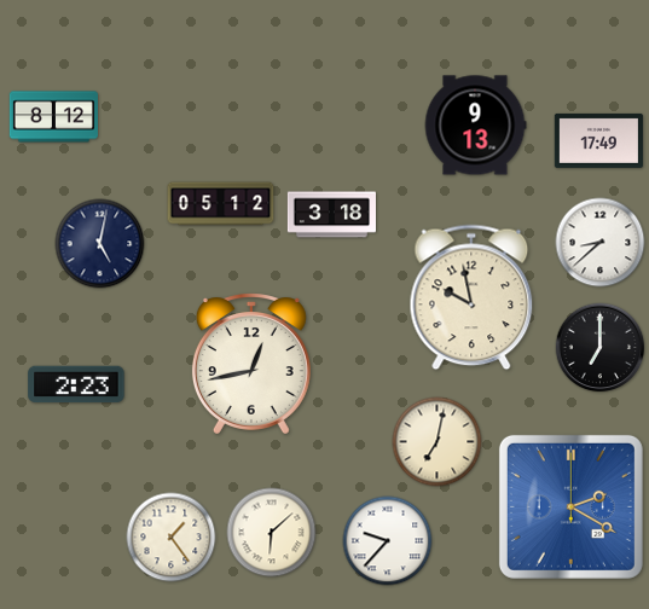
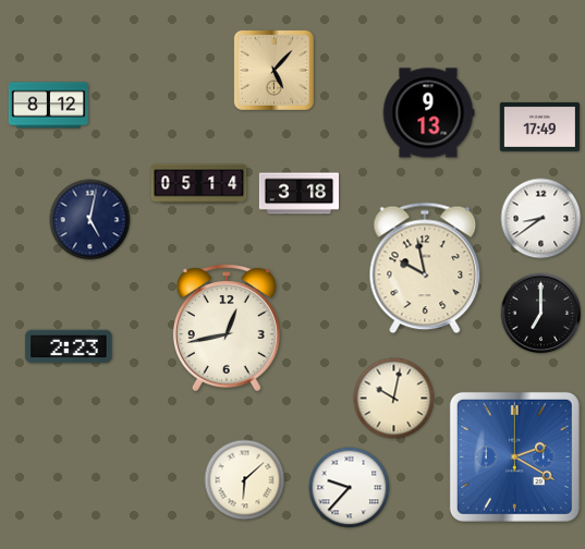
clock at (273, 70): none -> 5:07
clock at (221, 204): 05:12 -> 05:14
clock at (601, 243): 8:38 -> 8:39
clock at (438, 442): 7:02 -> 10:02
clock at (172, 538): 1:24 -> none
